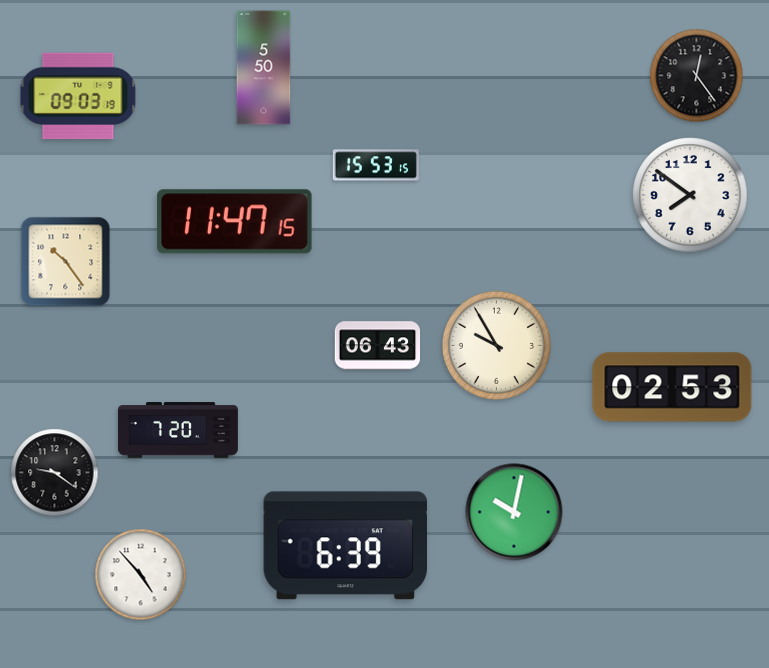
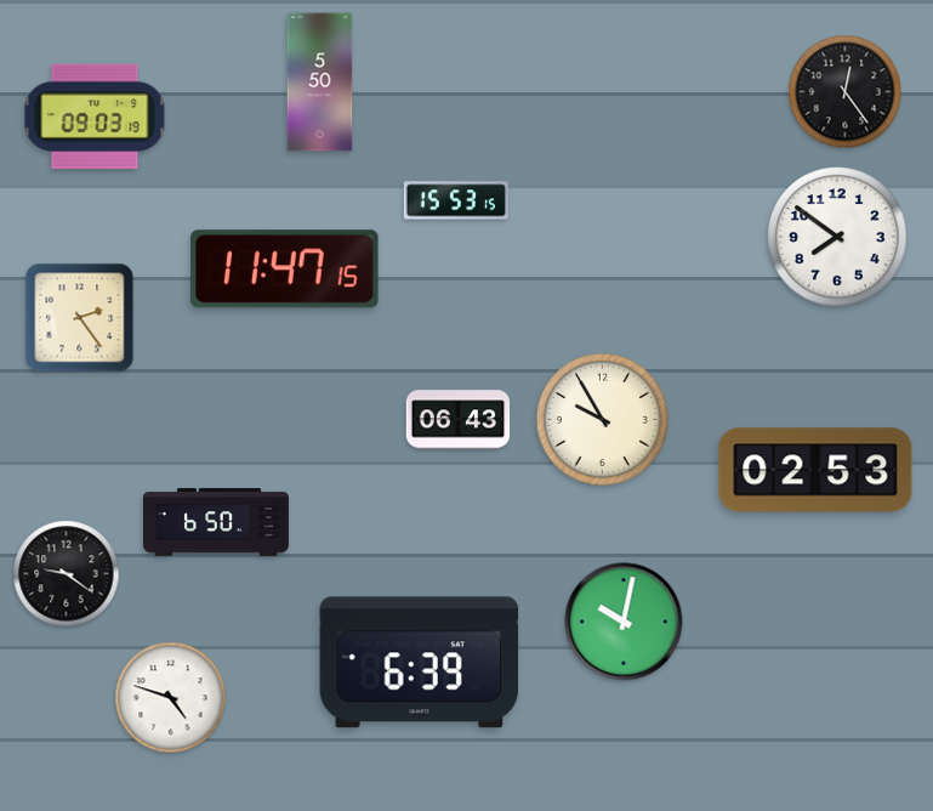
clock at (66, 262): 10:24 -> 2:24
clock at (178, 430): 7:20 -> 6:50
clock at (141, 575): 4:53 -> 4:48
